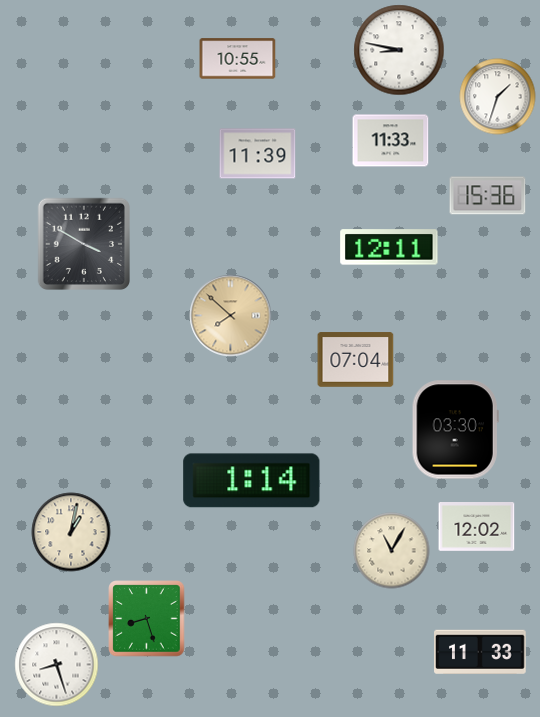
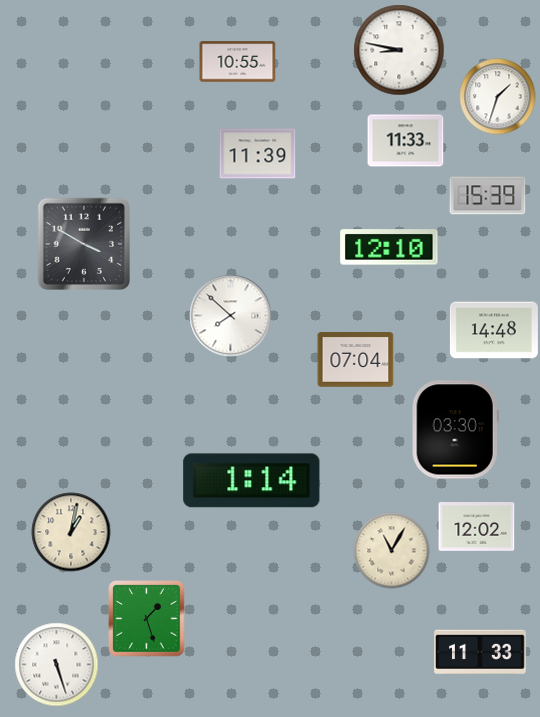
clock at (238, 59) position: (238, 59) -> (238, 62)
clock at (391, 141) position: (391, 141) -> (406, 141)
clock at (488, 196): 15:36 -> 15:39
clock at (389, 247): 12:11 -> 12:10
clock at (231, 316) dial: champagne -> white
clock at (494, 330): none -> 14:48
clock at (147, 619): 8:27 -> 1:27
clock at (57, 665): 8:27 -> 5:27
